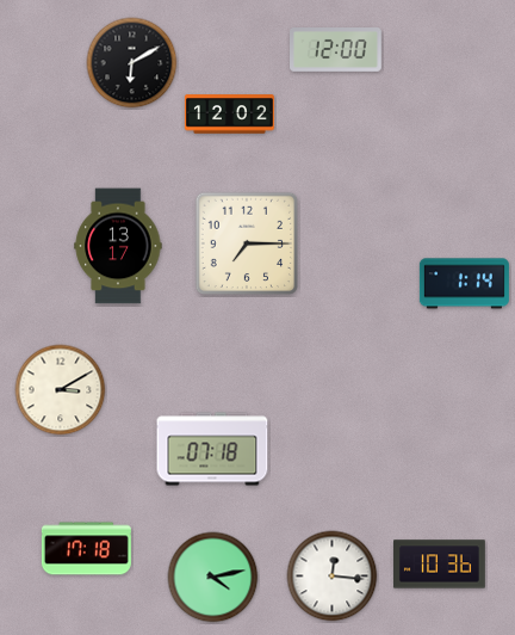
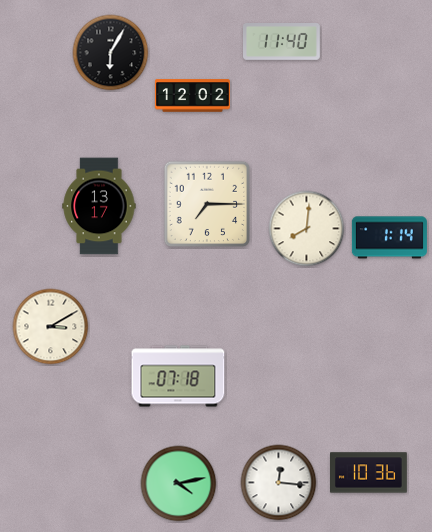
clock at (336, 50): 12:00 -> 11:40
clock at (132, 63): 6:10 -> 6:05
clock at (307, 229): none -> 8:01
clock at (86, 549): 17:18 -> none
